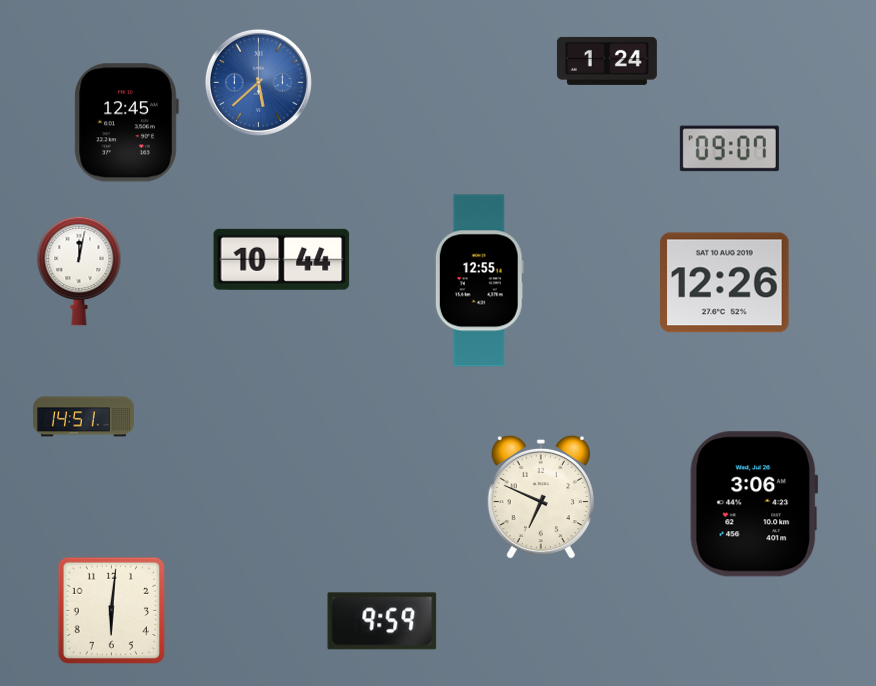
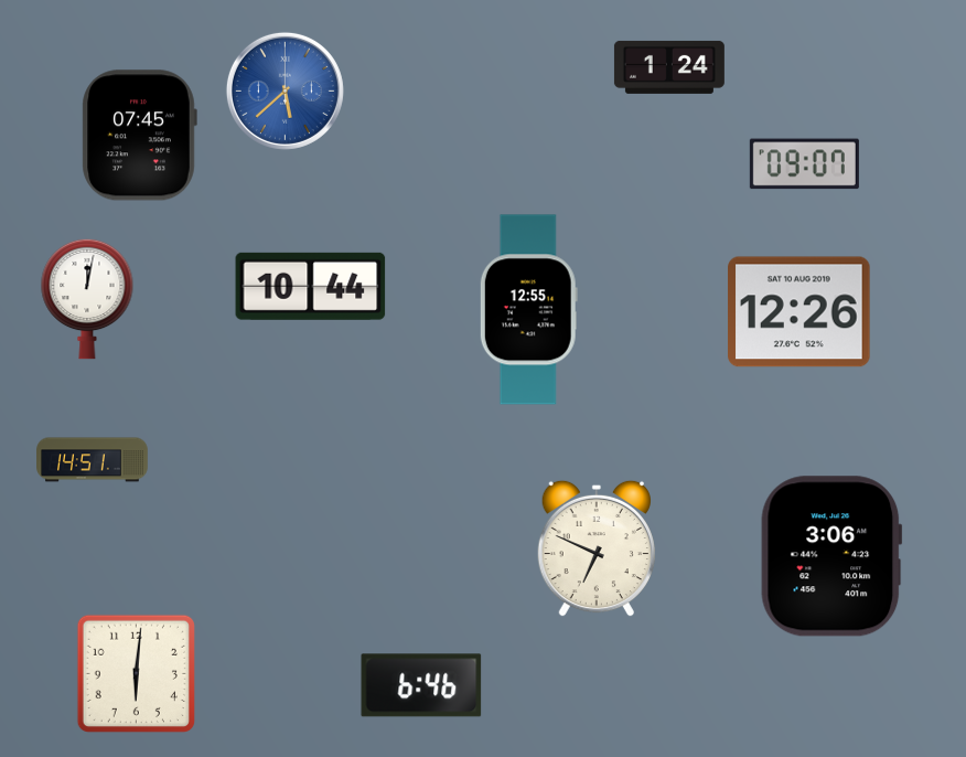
clock at (126, 123): 12:45 -> 07:45
clock at (111, 610) position: (111, 610) -> (136, 673)
clock at (382, 621): 9:59 -> 6:46
